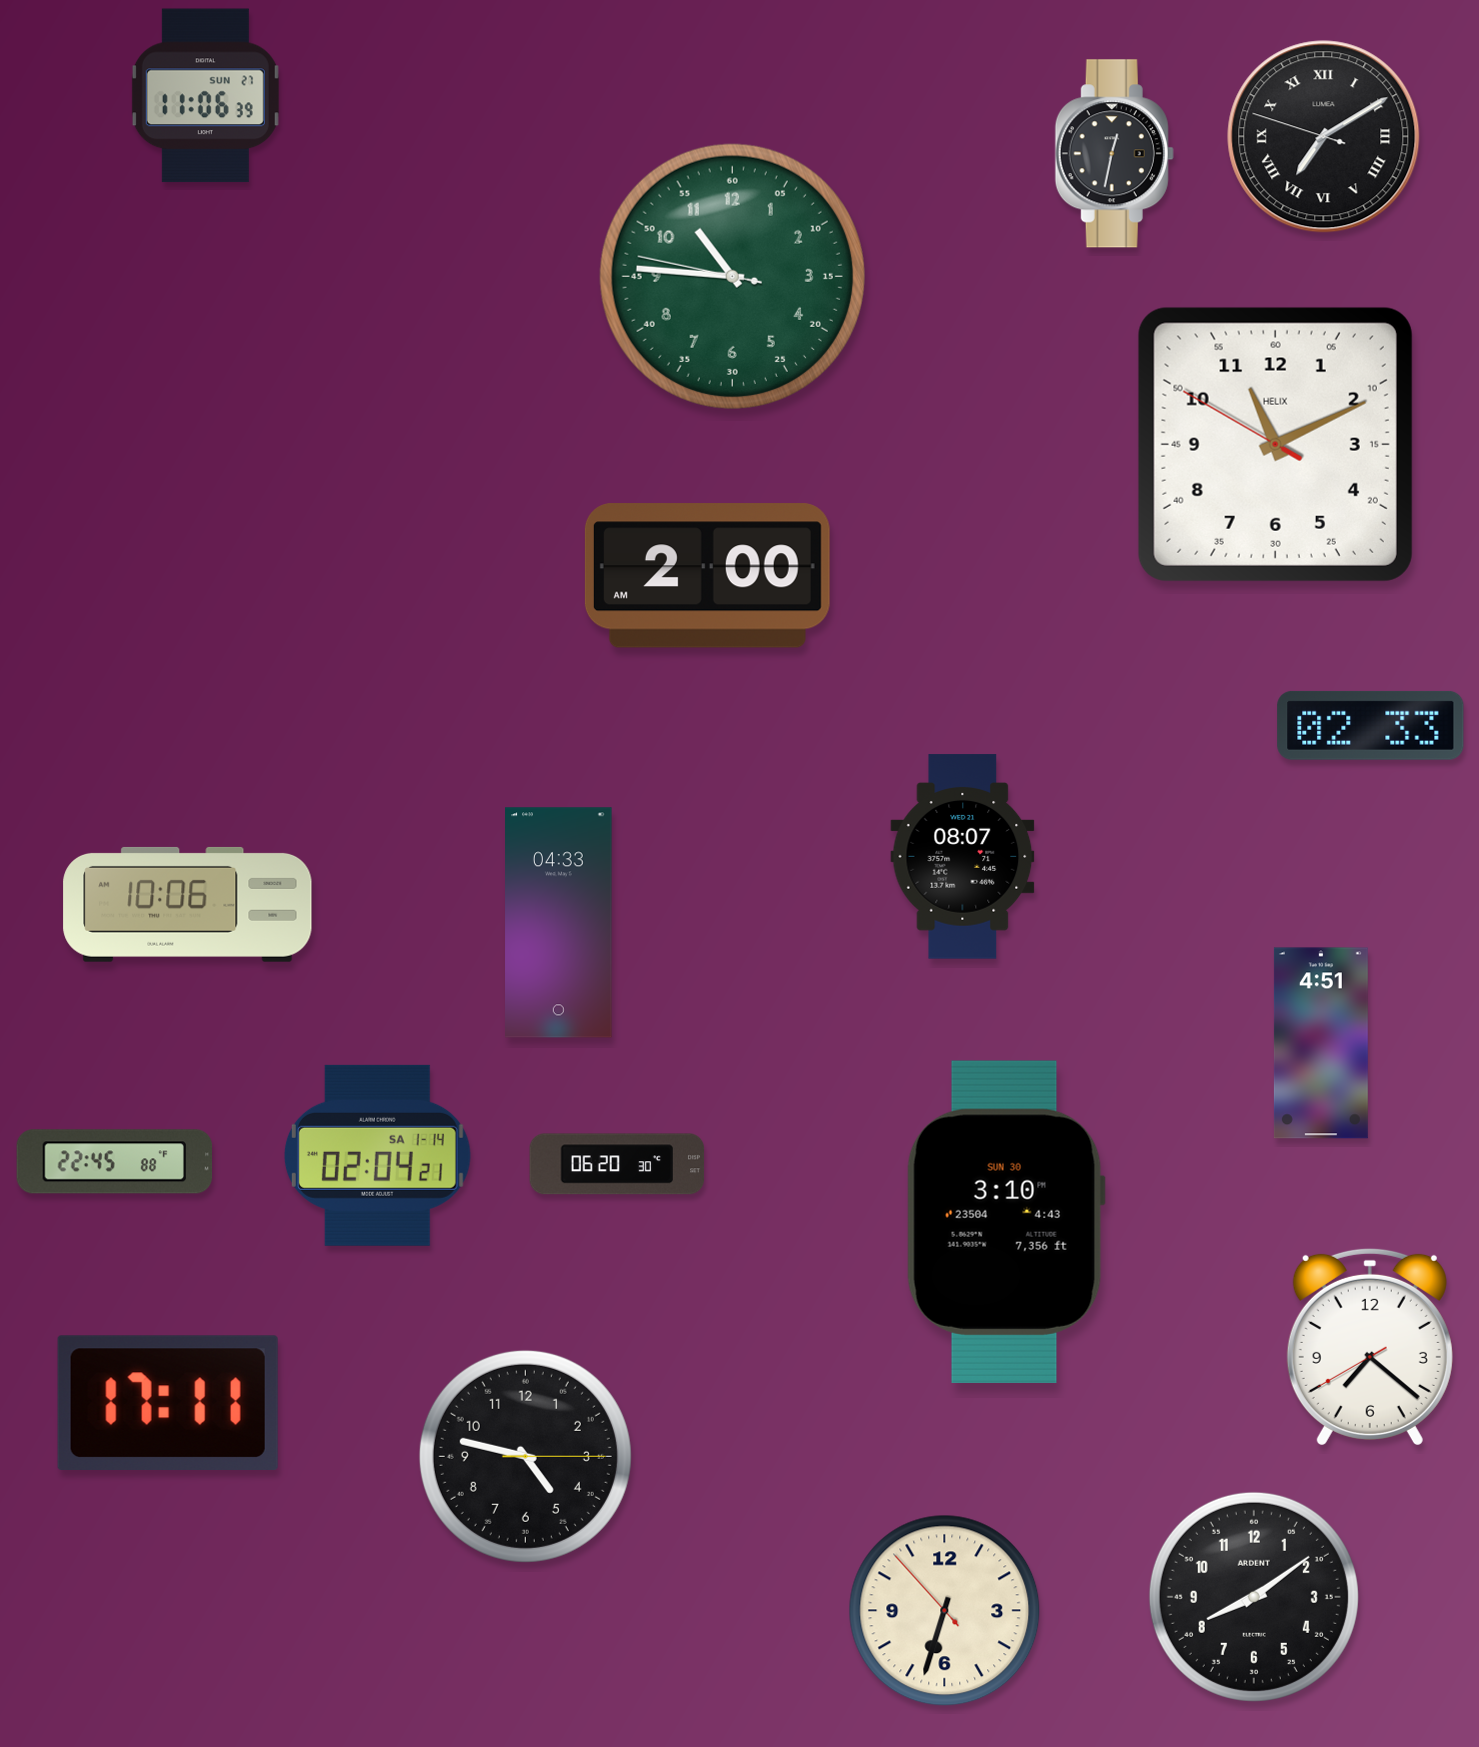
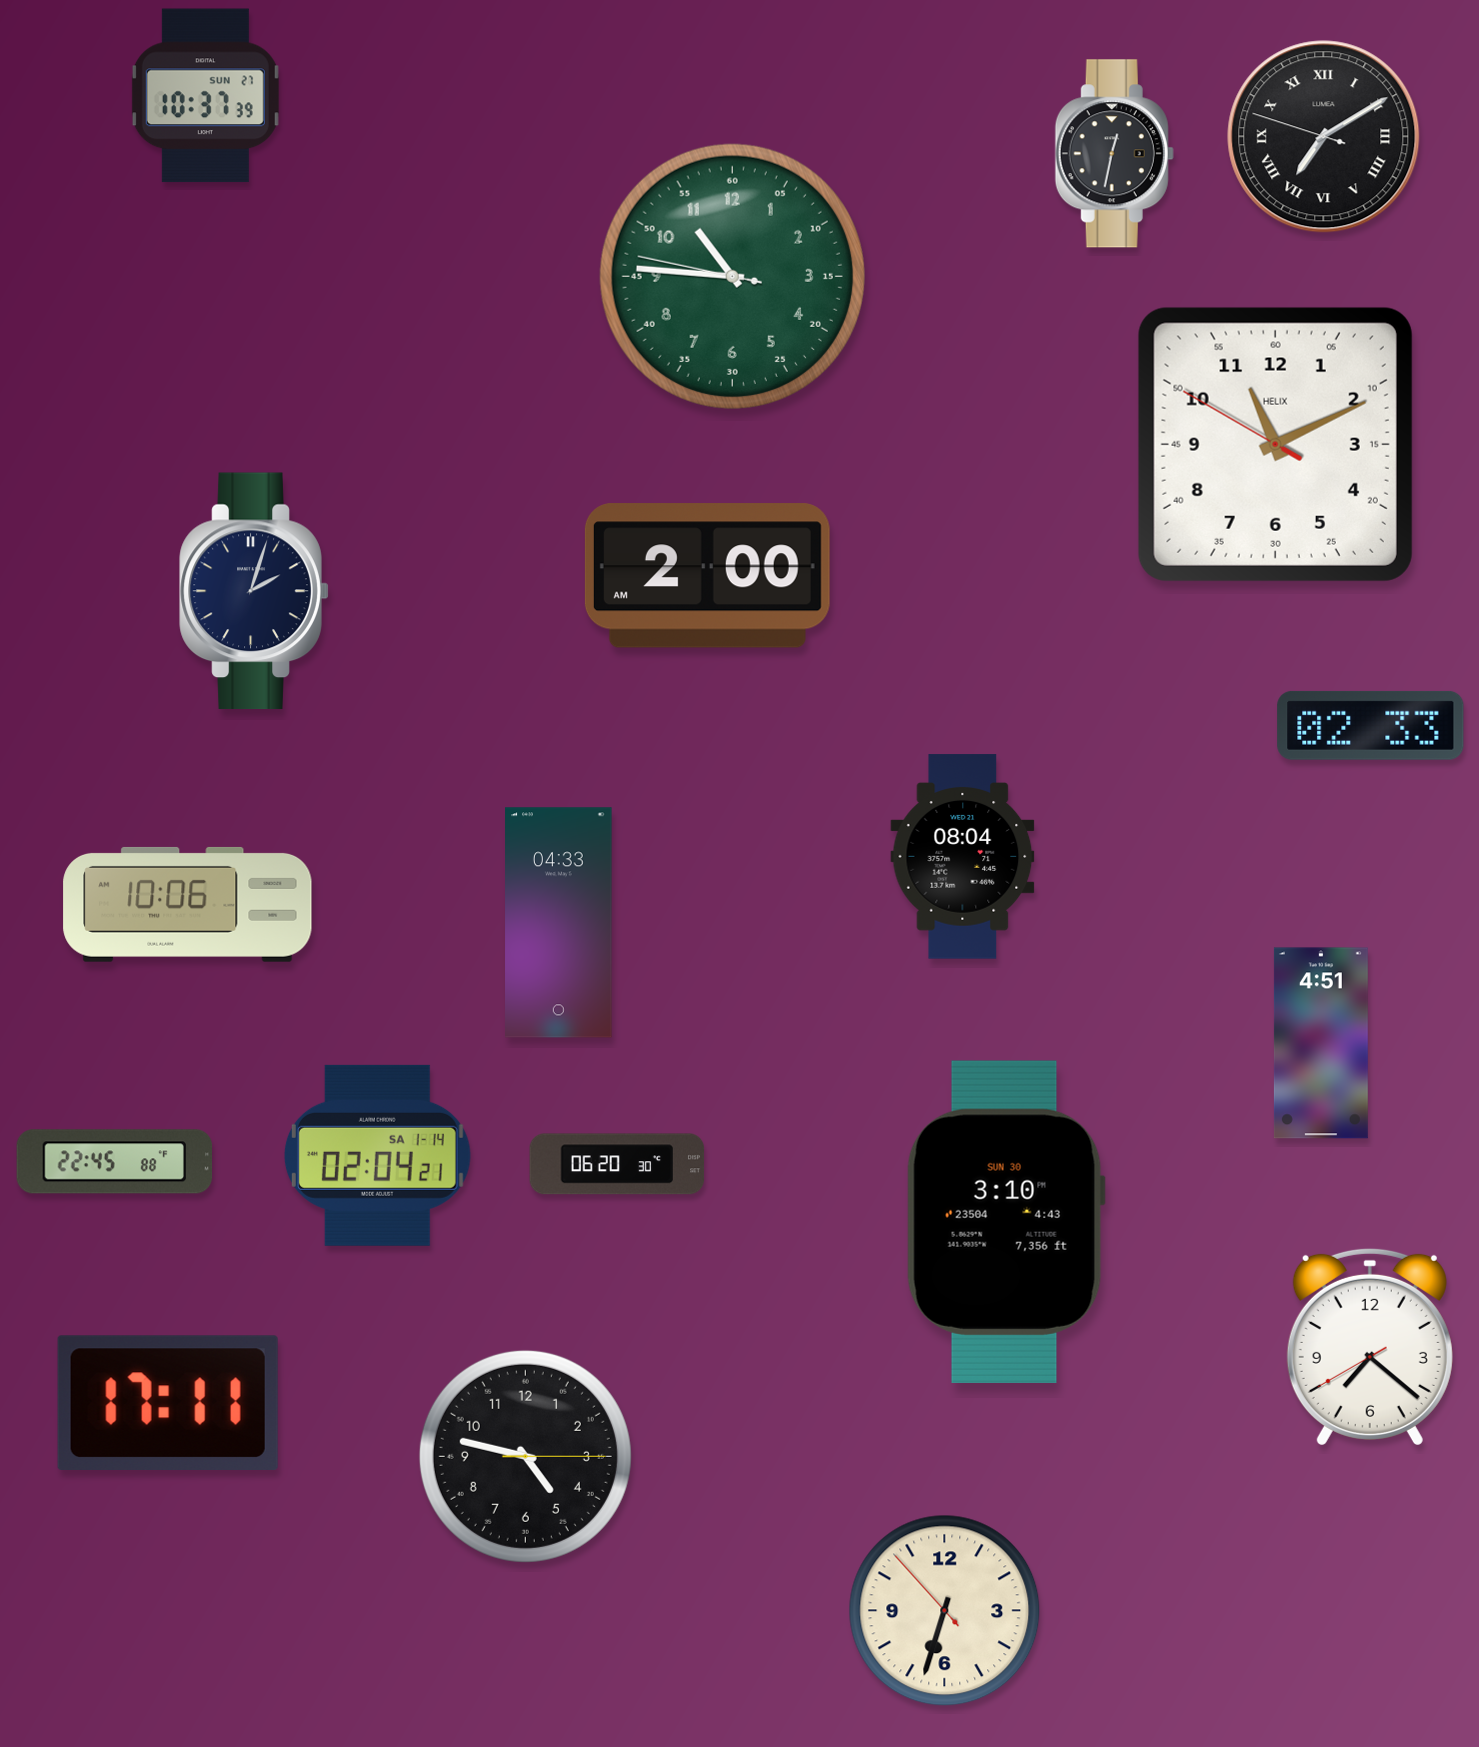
clock at (205, 96): 11:06 -> 10:37
clock at (254, 591): none -> 2:03
clock at (963, 857): 08:07 -> 08:04
clock at (1254, 1597): 8:09 -> none
